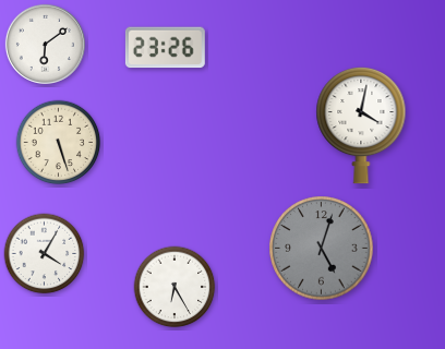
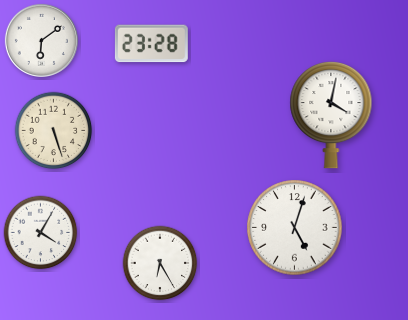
clock at (165, 48): 23:26 -> 23:28
clock at (322, 249) dial: grey -> white
